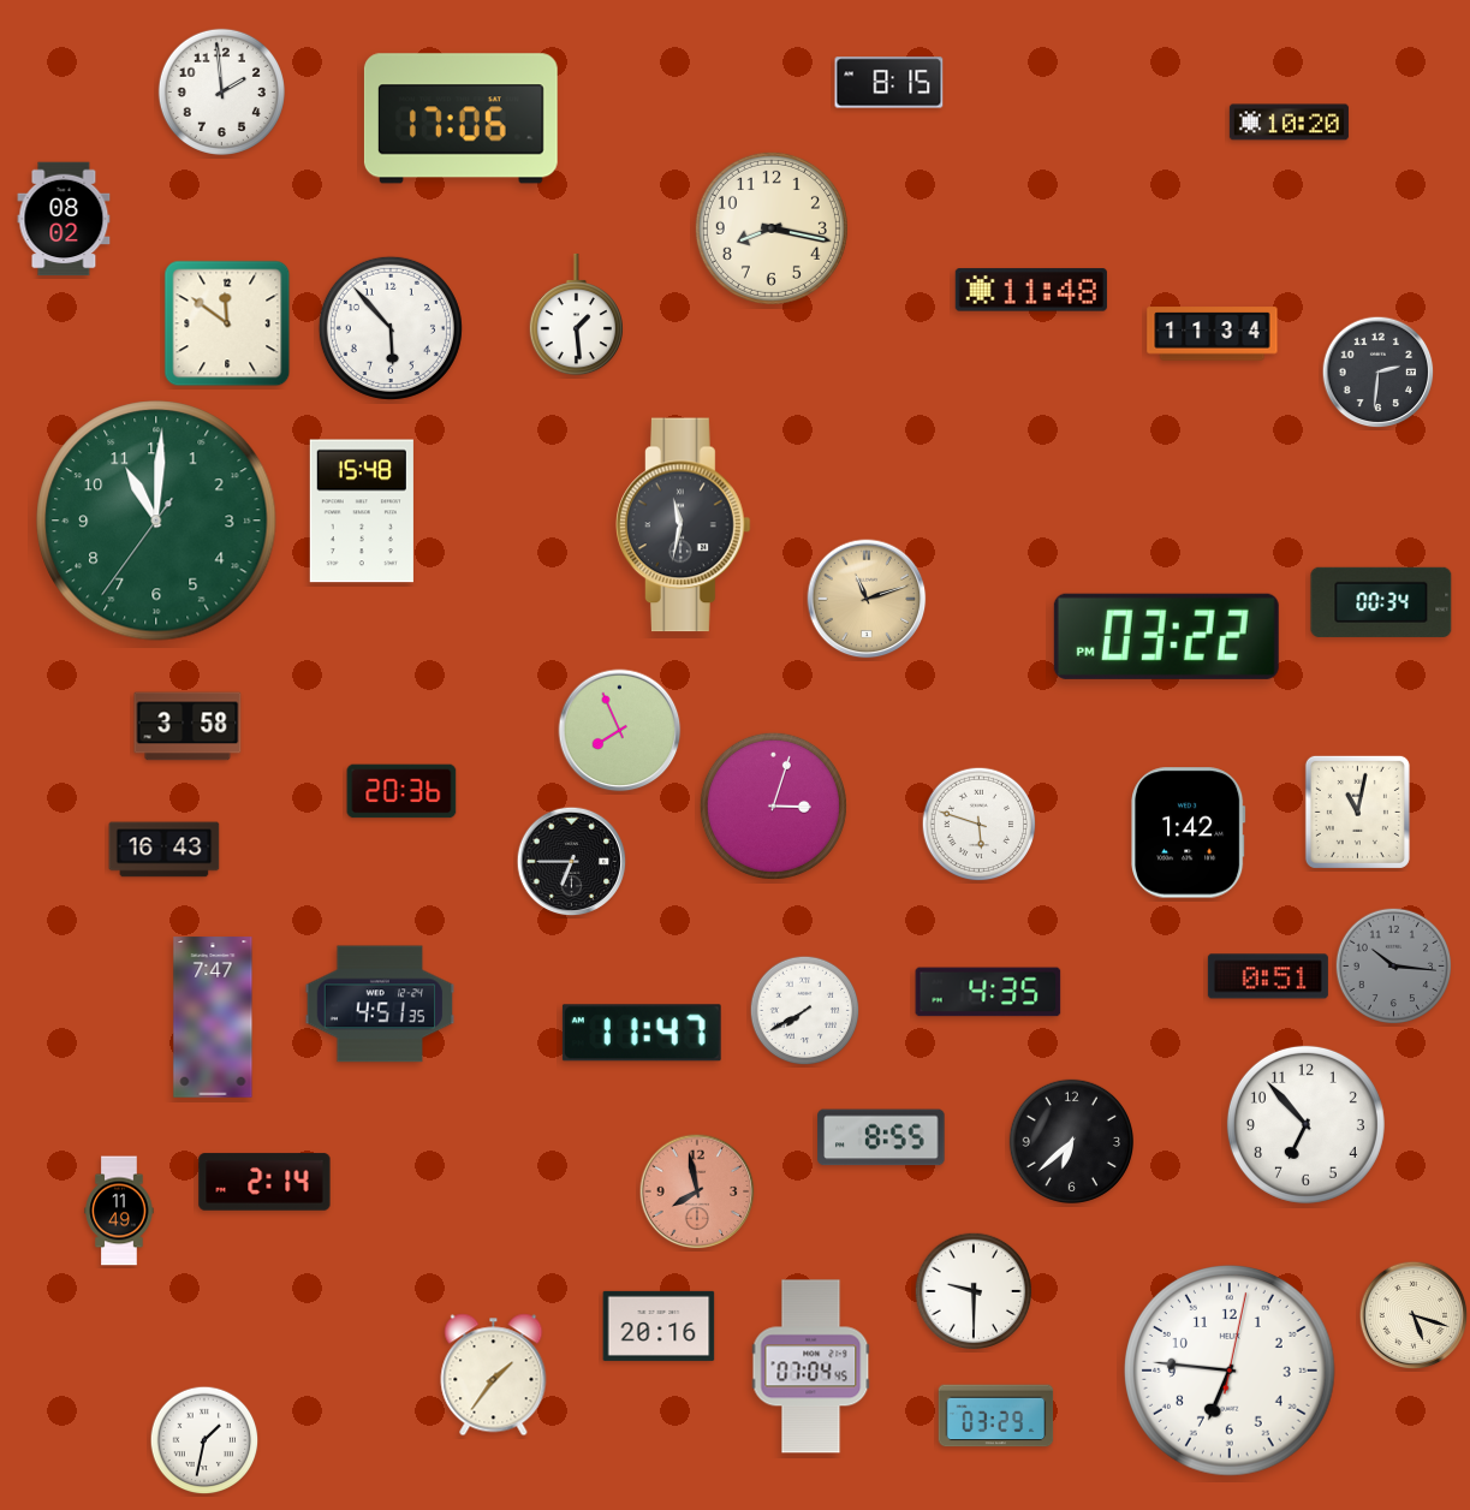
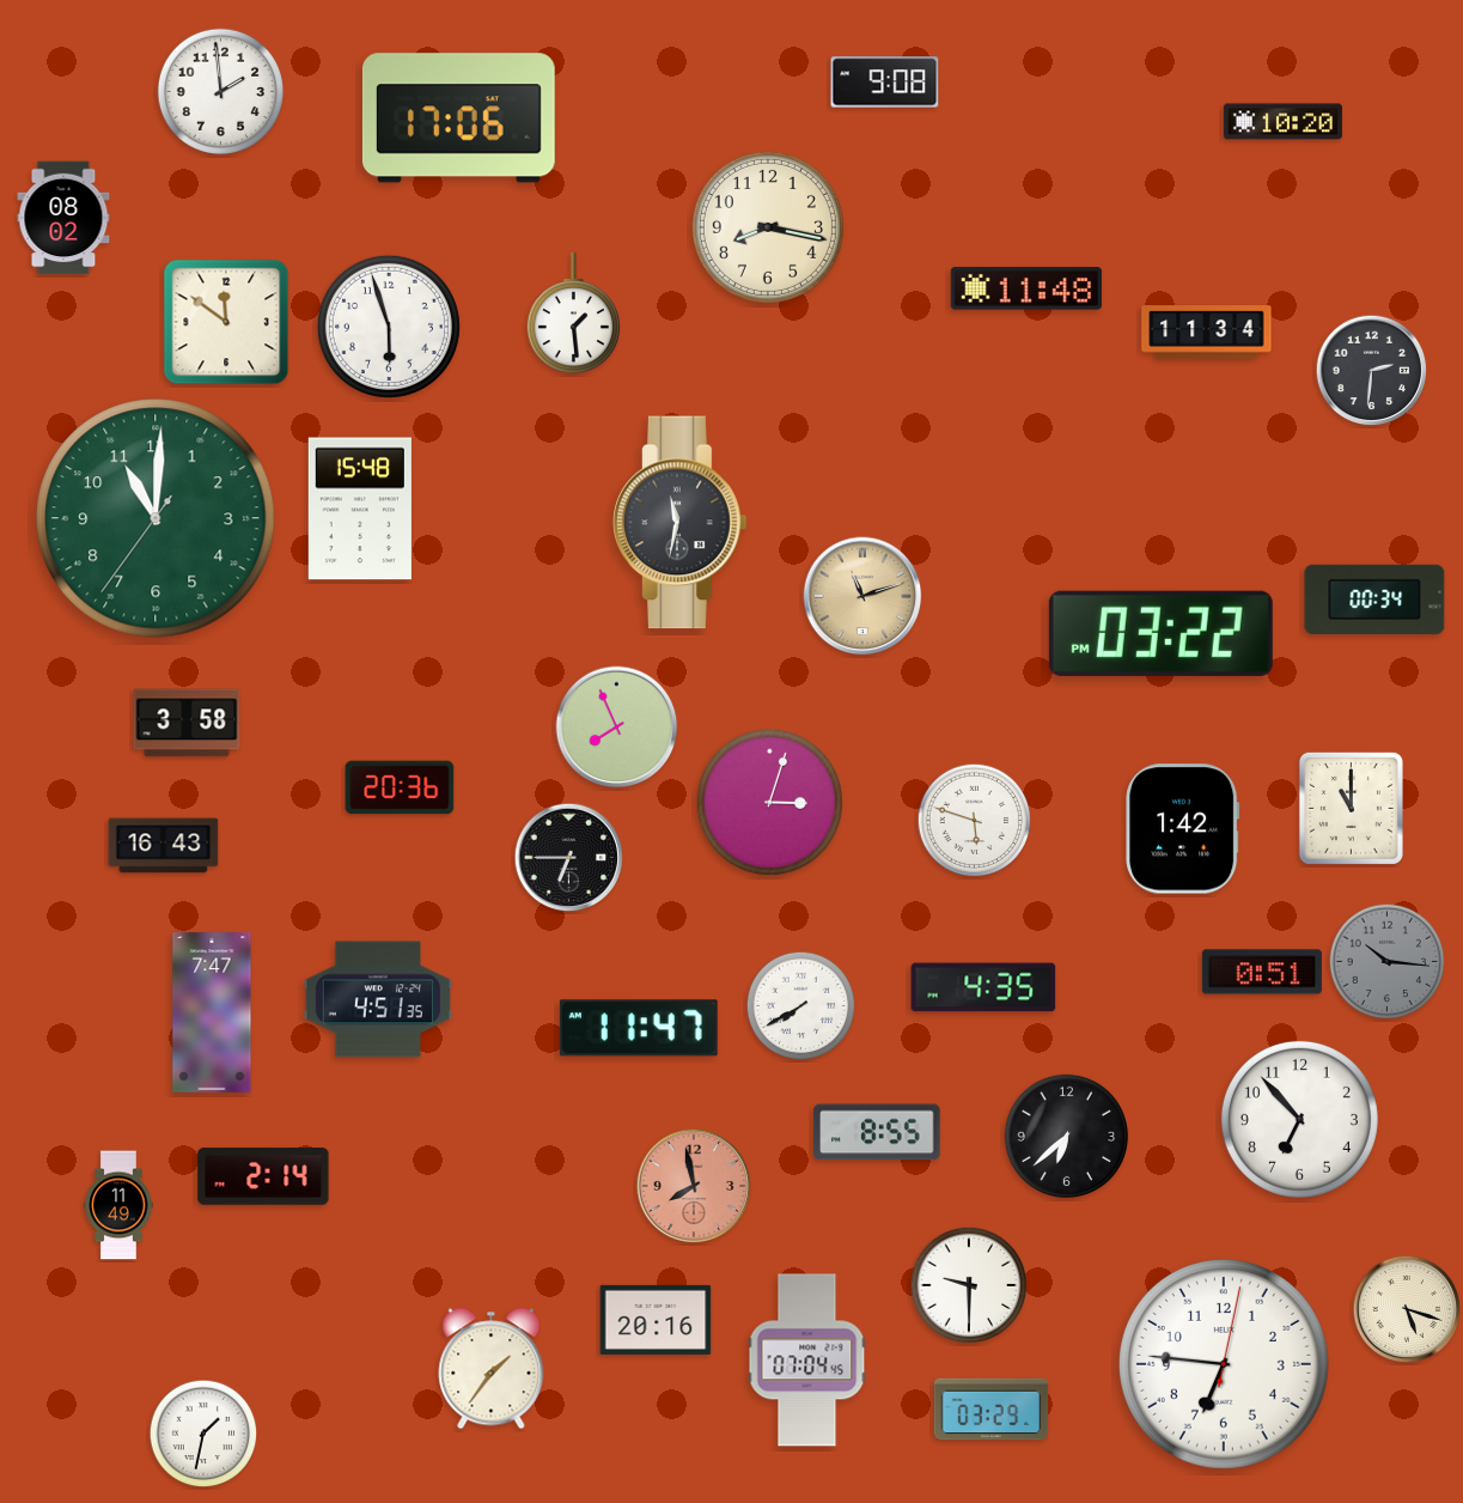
clock at (889, 83): 8:15 -> 9:08
clock at (391, 328): 5:53 -> 5:57
clock at (1357, 812): 11:02 -> 11:00
